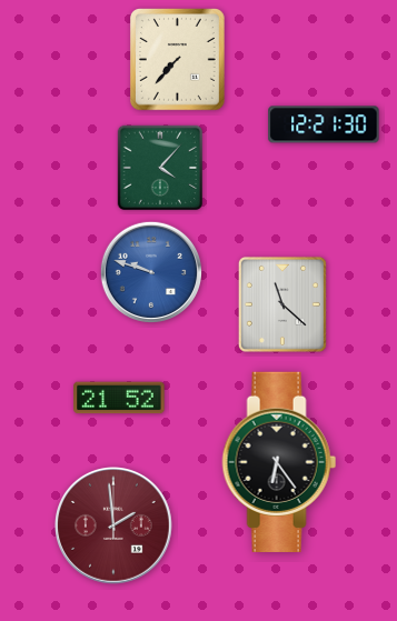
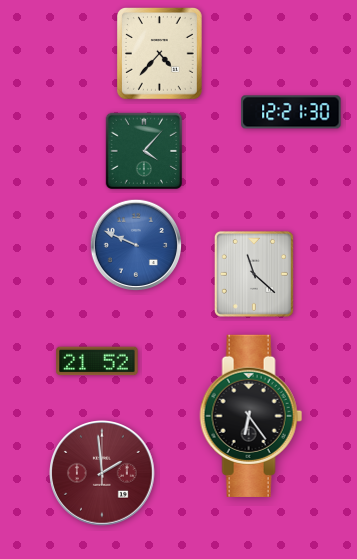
clock at (178, 60): 7:37 -> 4:37
clock at (150, 271): 9:48 -> 9:49
clock at (119, 398) position: (119, 398) -> (97, 361)
